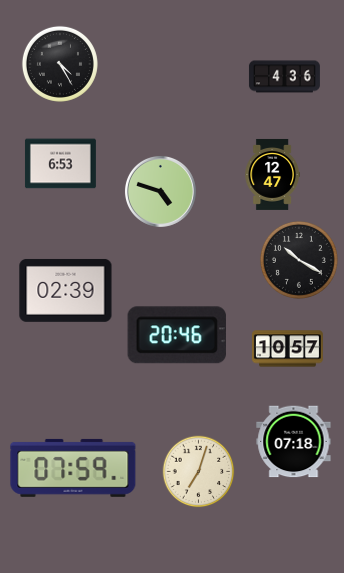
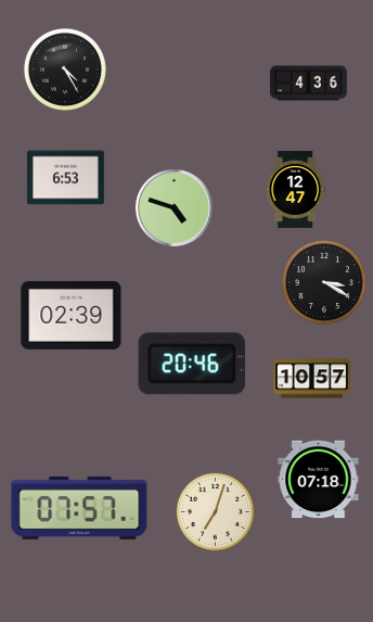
clock at (299, 260): 10:20 -> 3:20
clock at (73, 468): 07:59 -> 07:57
